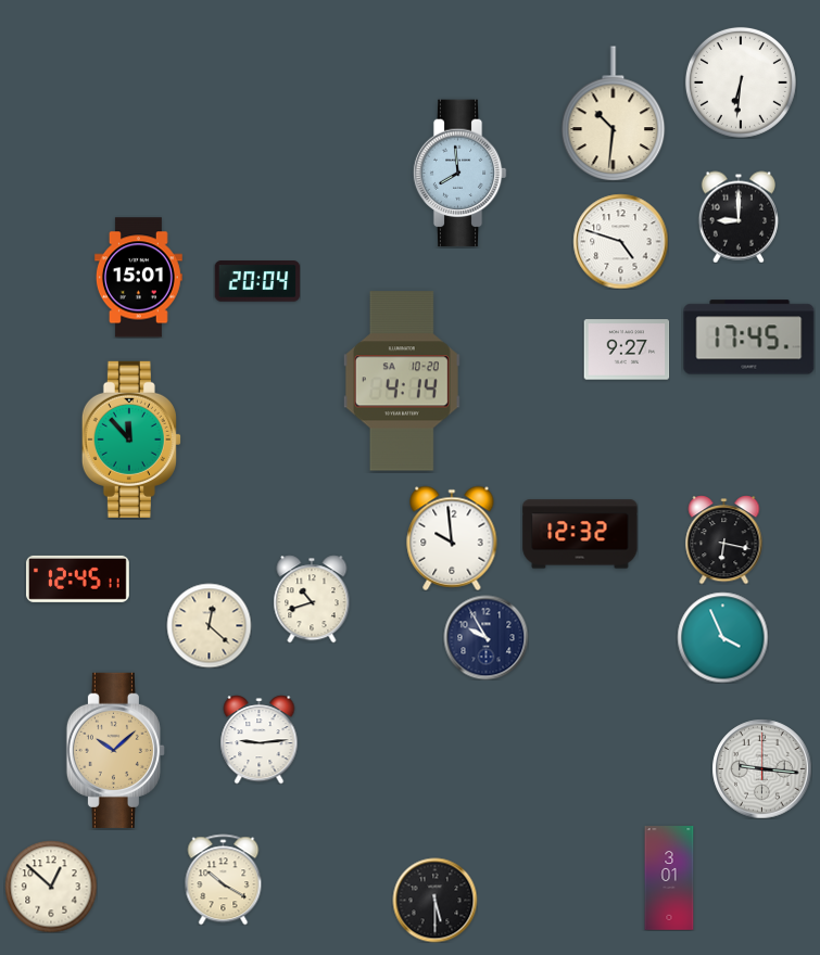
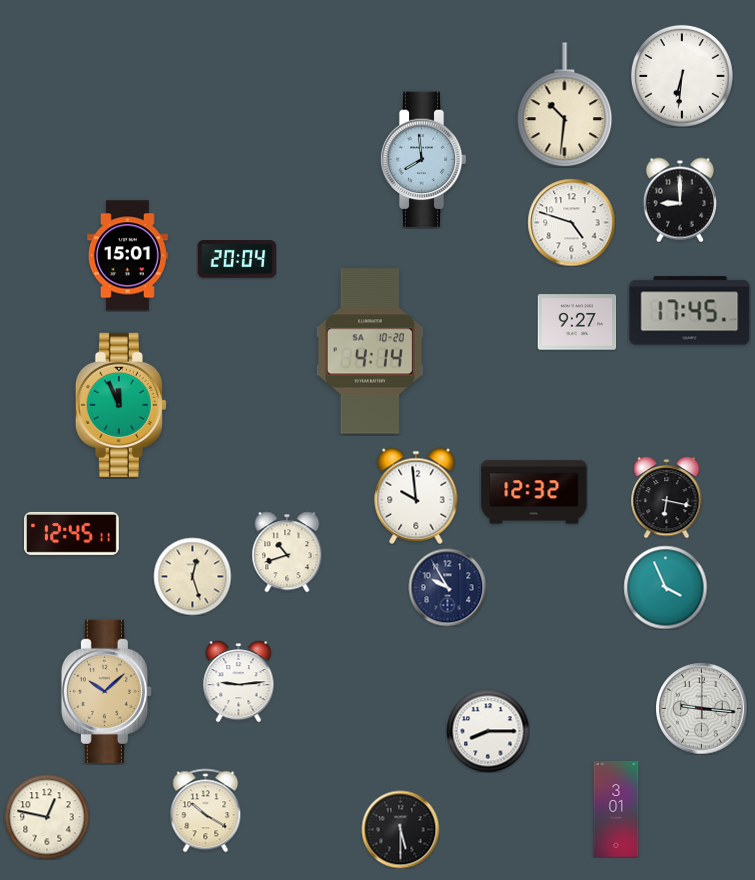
clock at (131, 440): 11:53 -> 11:56
clock at (209, 625): 12:22 -> 12:27
clock at (488, 731): none -> 8:15
clock at (51, 887): 12:52 -> 12:47
